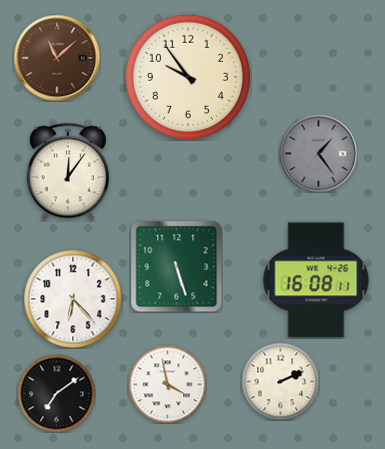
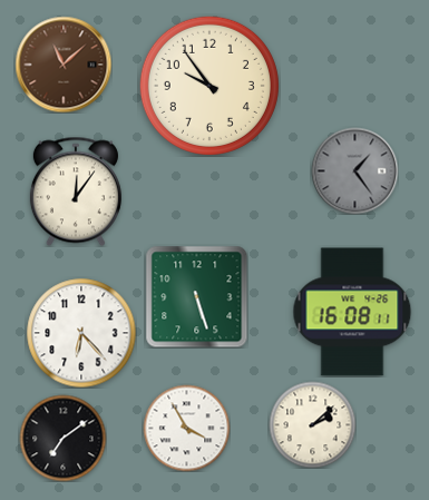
clock at (280, 381): 2:11 -> 2:08
clock at (167, 384): 3:58 -> 3:55
